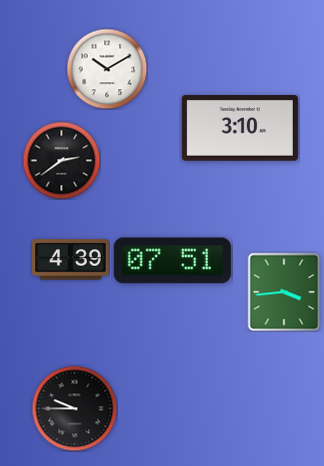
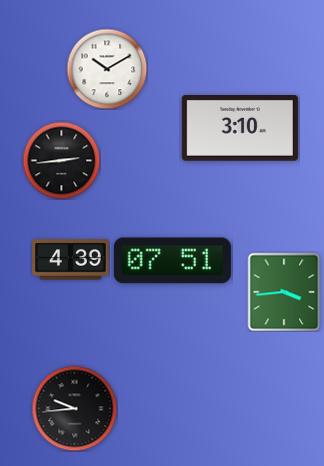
clock at (61, 160): 2:39 -> 2:44
clock at (74, 408): 9:45 -> 9:44
